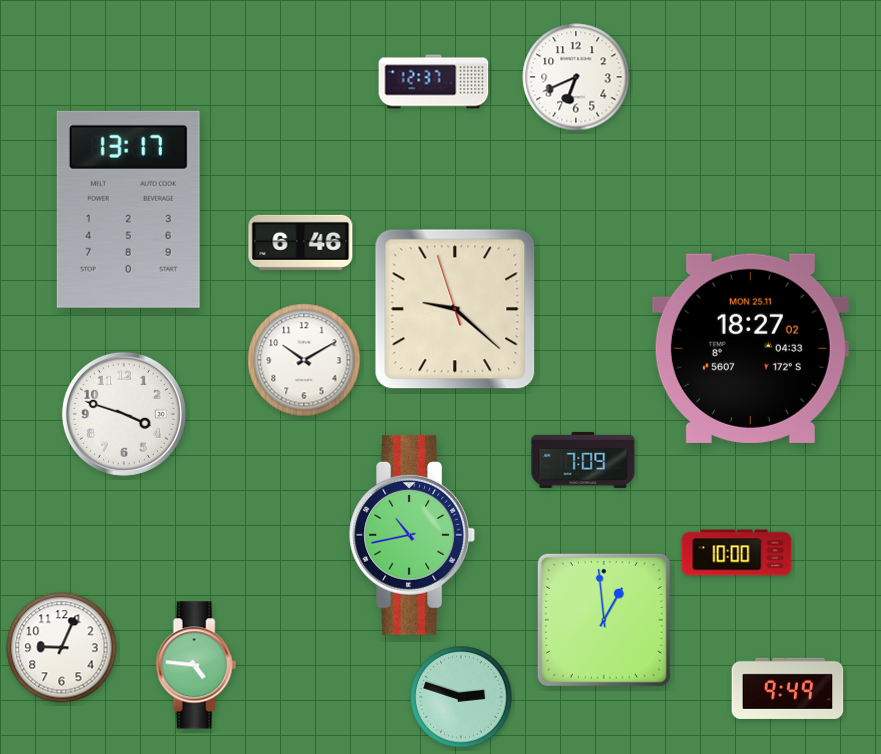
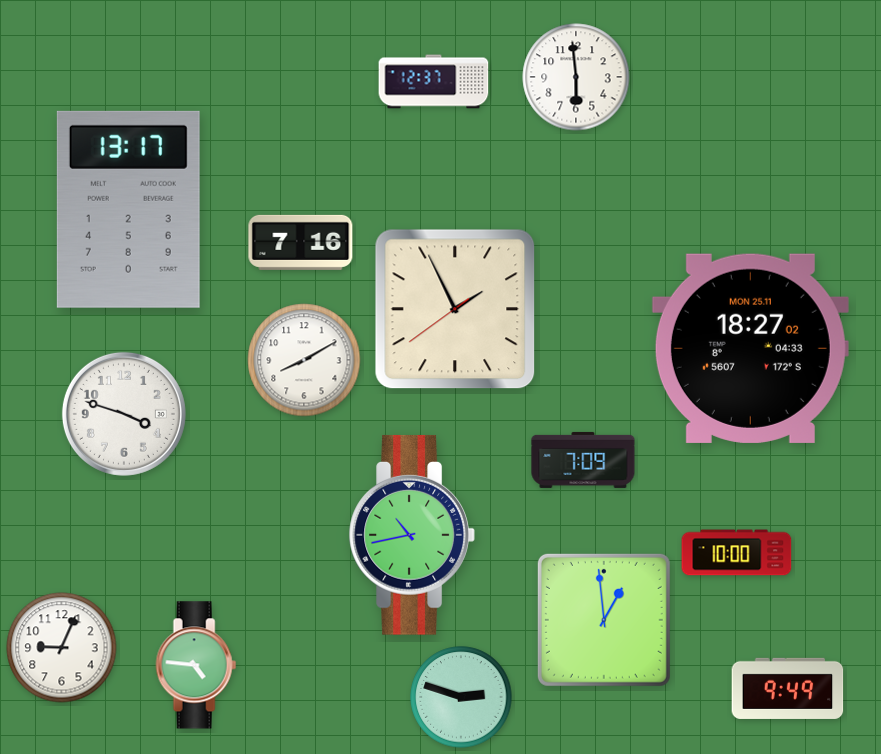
clock at (576, 77): 6:41 -> 5:59
clock at (301, 242): 6:46 -> 7:16
clock at (455, 309): 9:21 -> 1:55
clock at (304, 360): 10:10 -> 8:10
